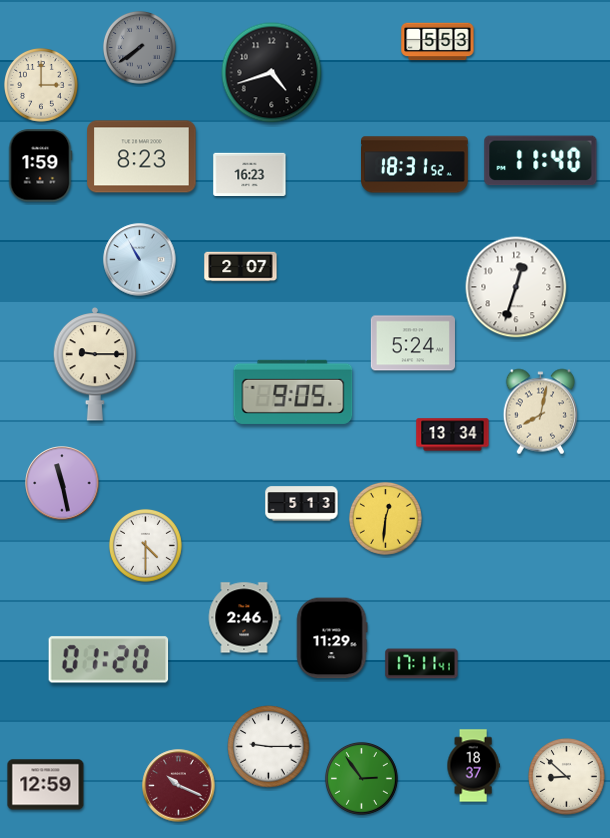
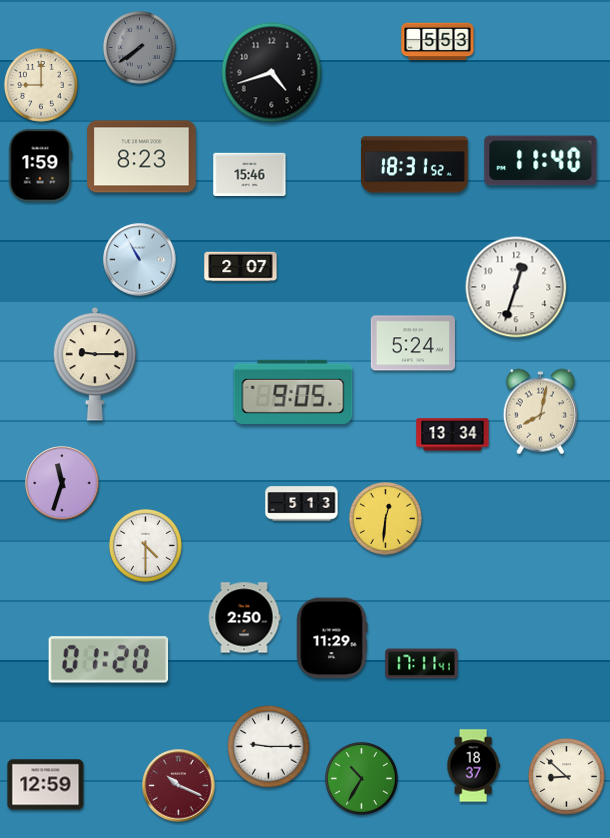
clock at (42, 86): 3:00 -> 9:00
clock at (250, 174): 16:23 -> 15:46
clock at (62, 483): 11:28 -> 11:33
clock at (244, 618): 2:46 -> 2:50
clock at (361, 778): 2:54 -> 10:35
